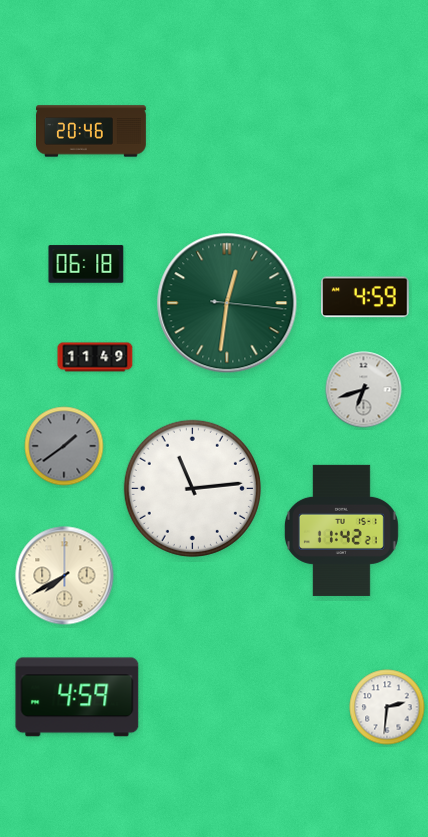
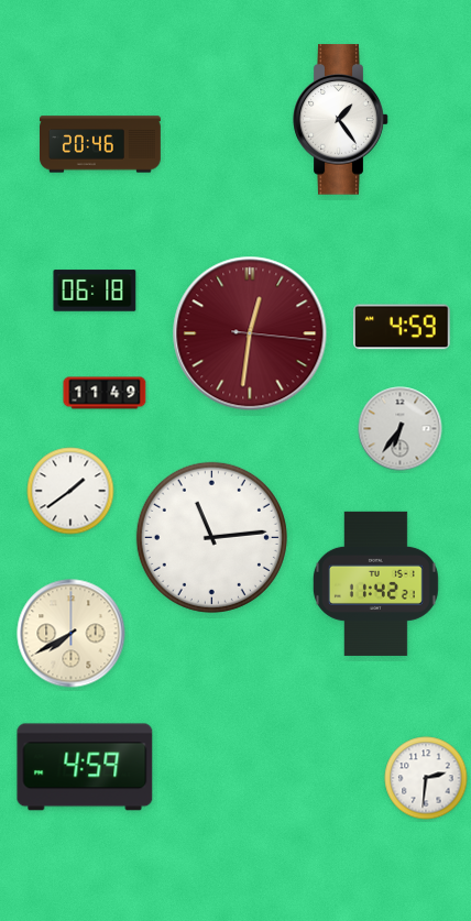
clock at (341, 120): none -> 1:24
clock at (227, 303) dial: green -> burgundy
clock at (364, 390): 6:42 -> 6:36
clock at (64, 446) dial: grey -> white
